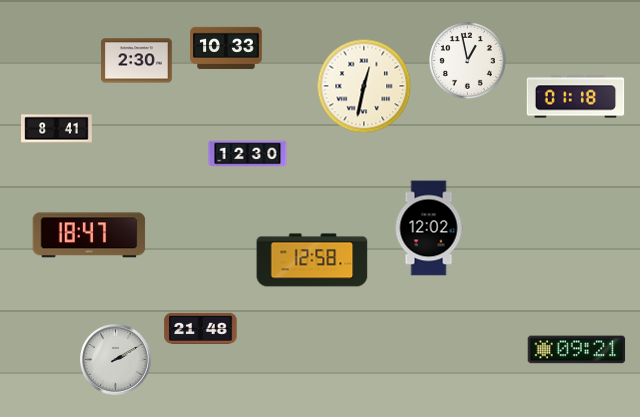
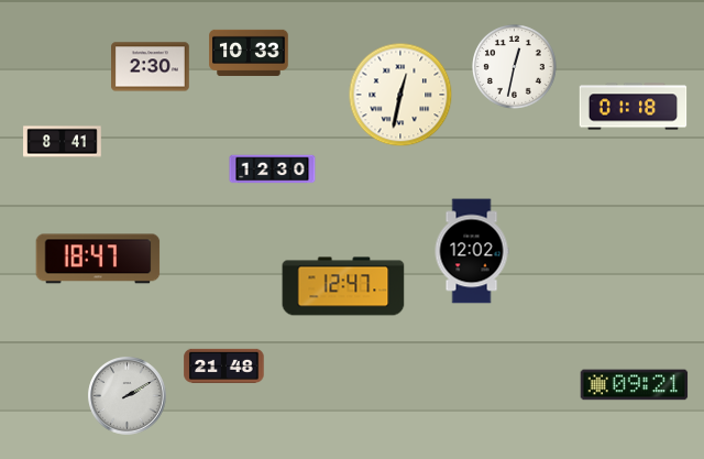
clock at (468, 61): 12:58 -> 12:32
clock at (312, 260): 12:58 -> 12:47
clock at (201, 328) position: (201, 328) -> (224, 365)
